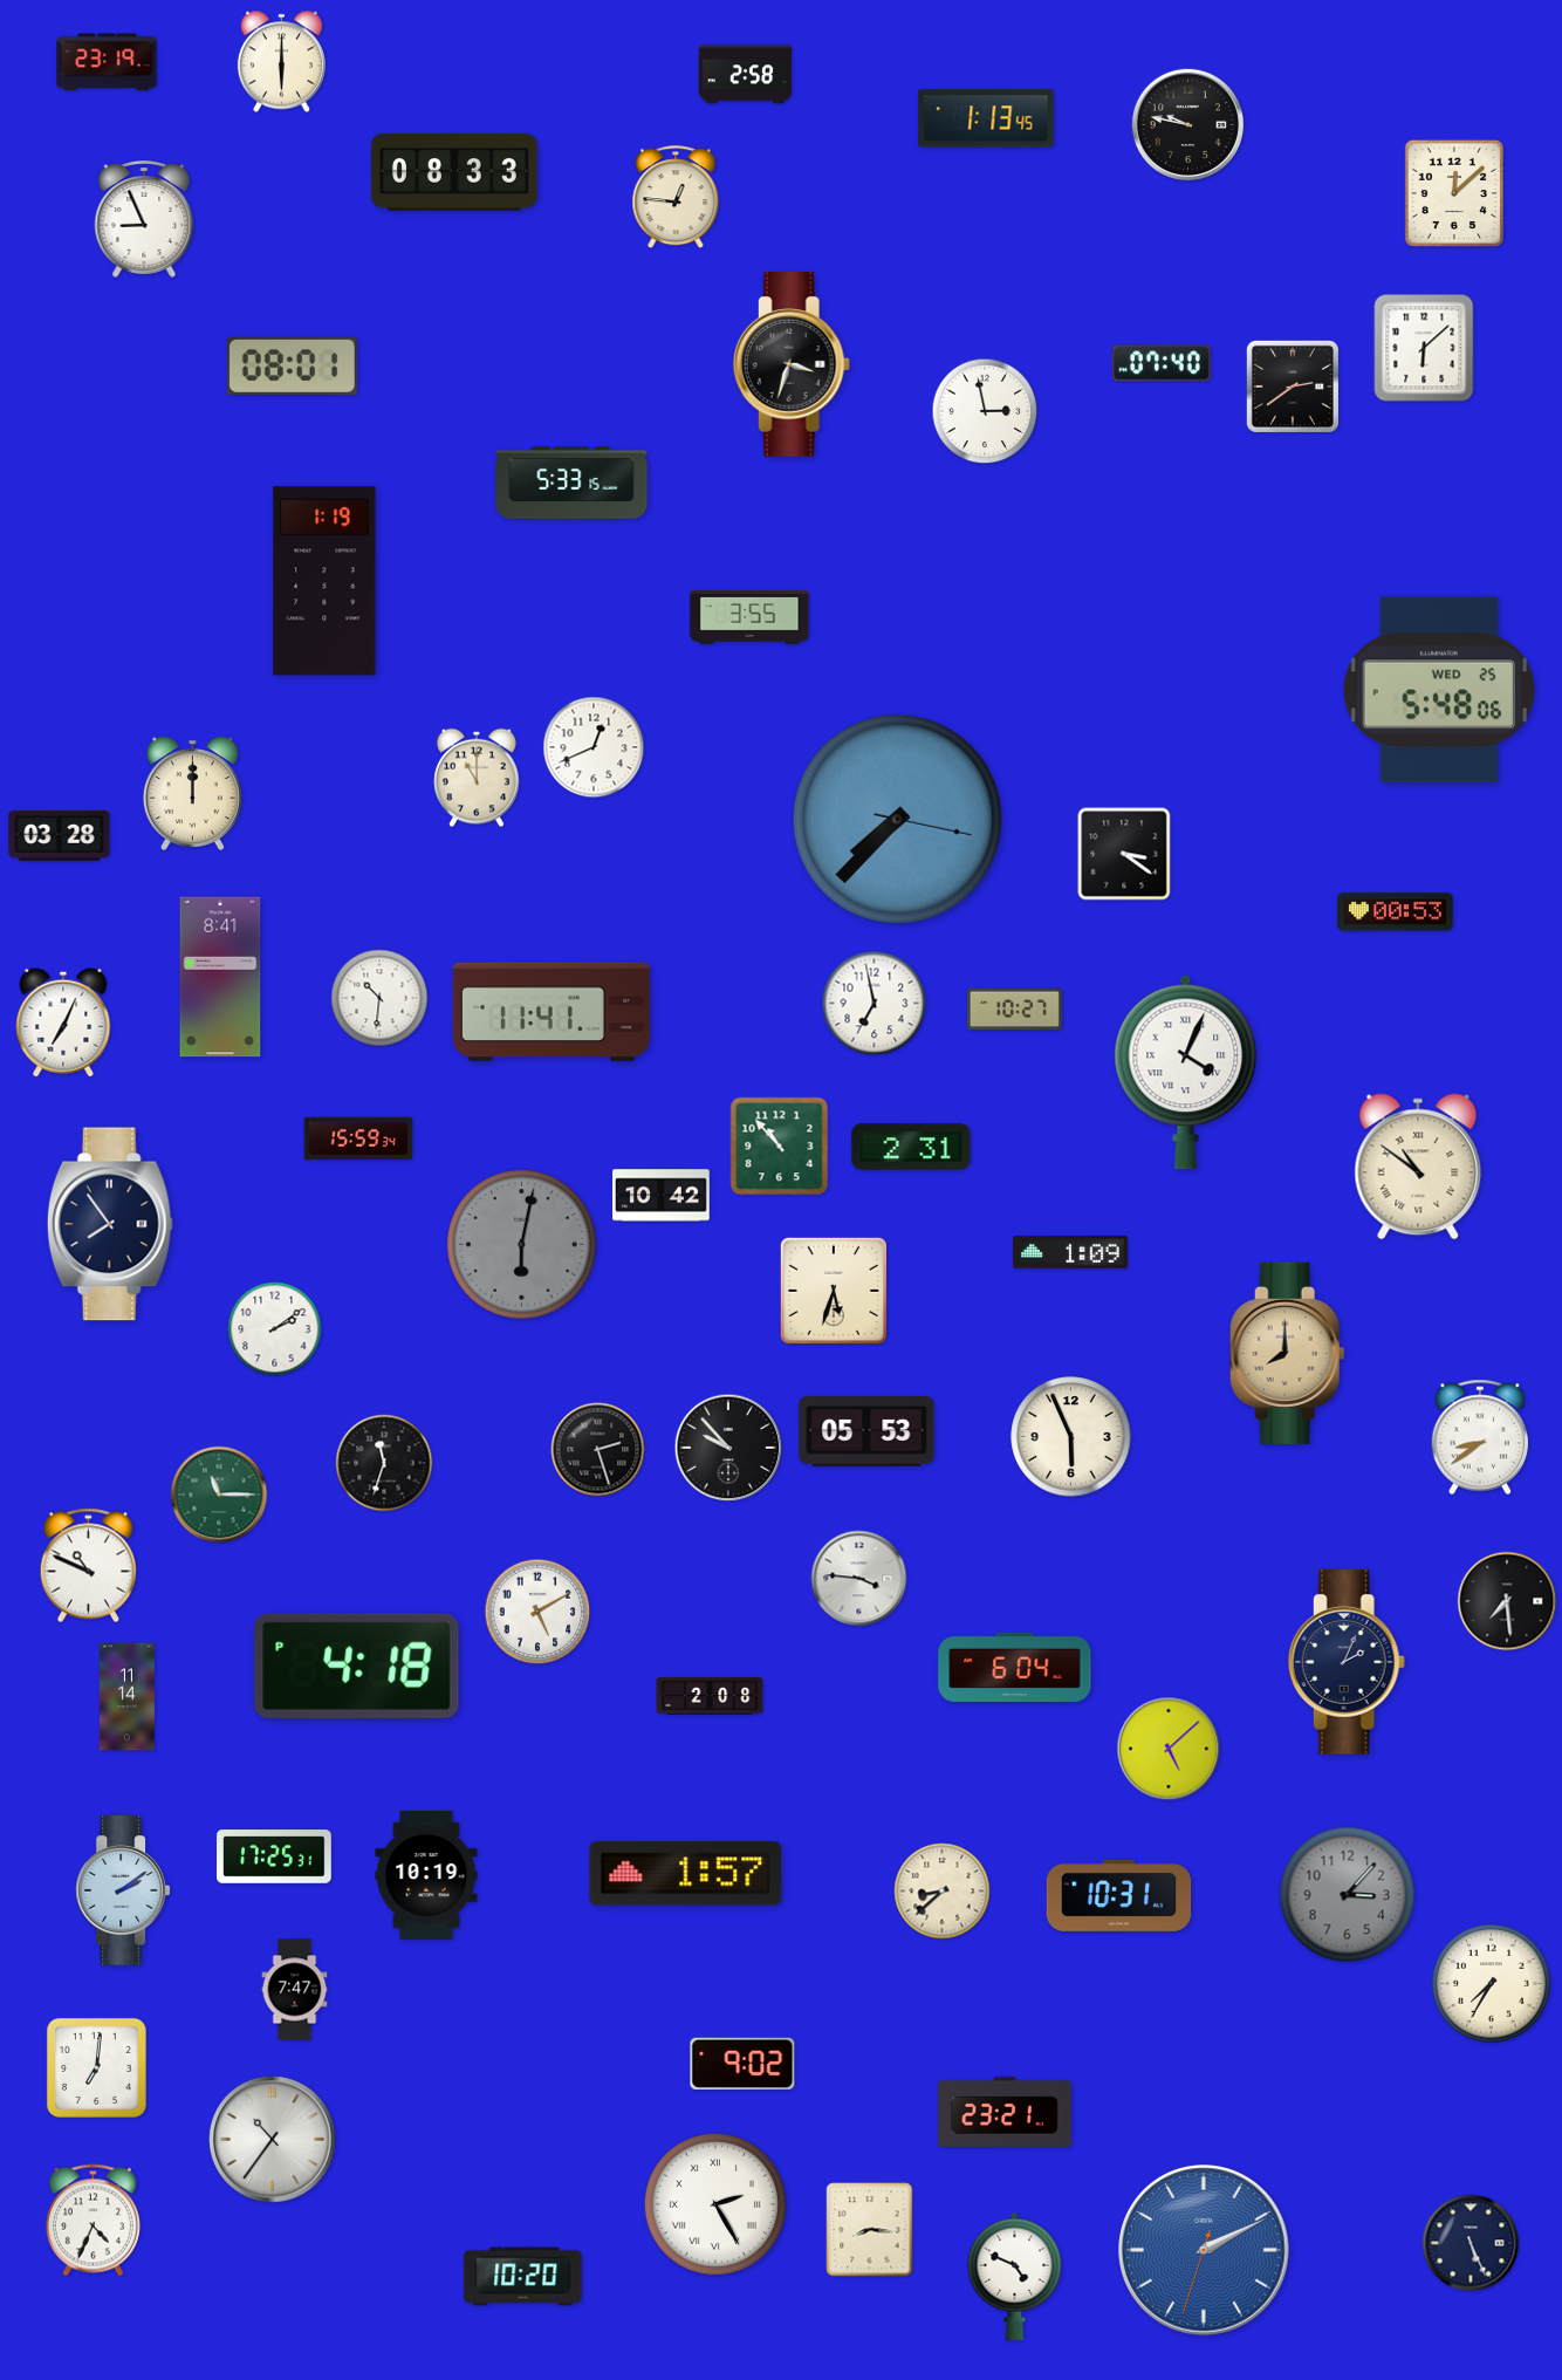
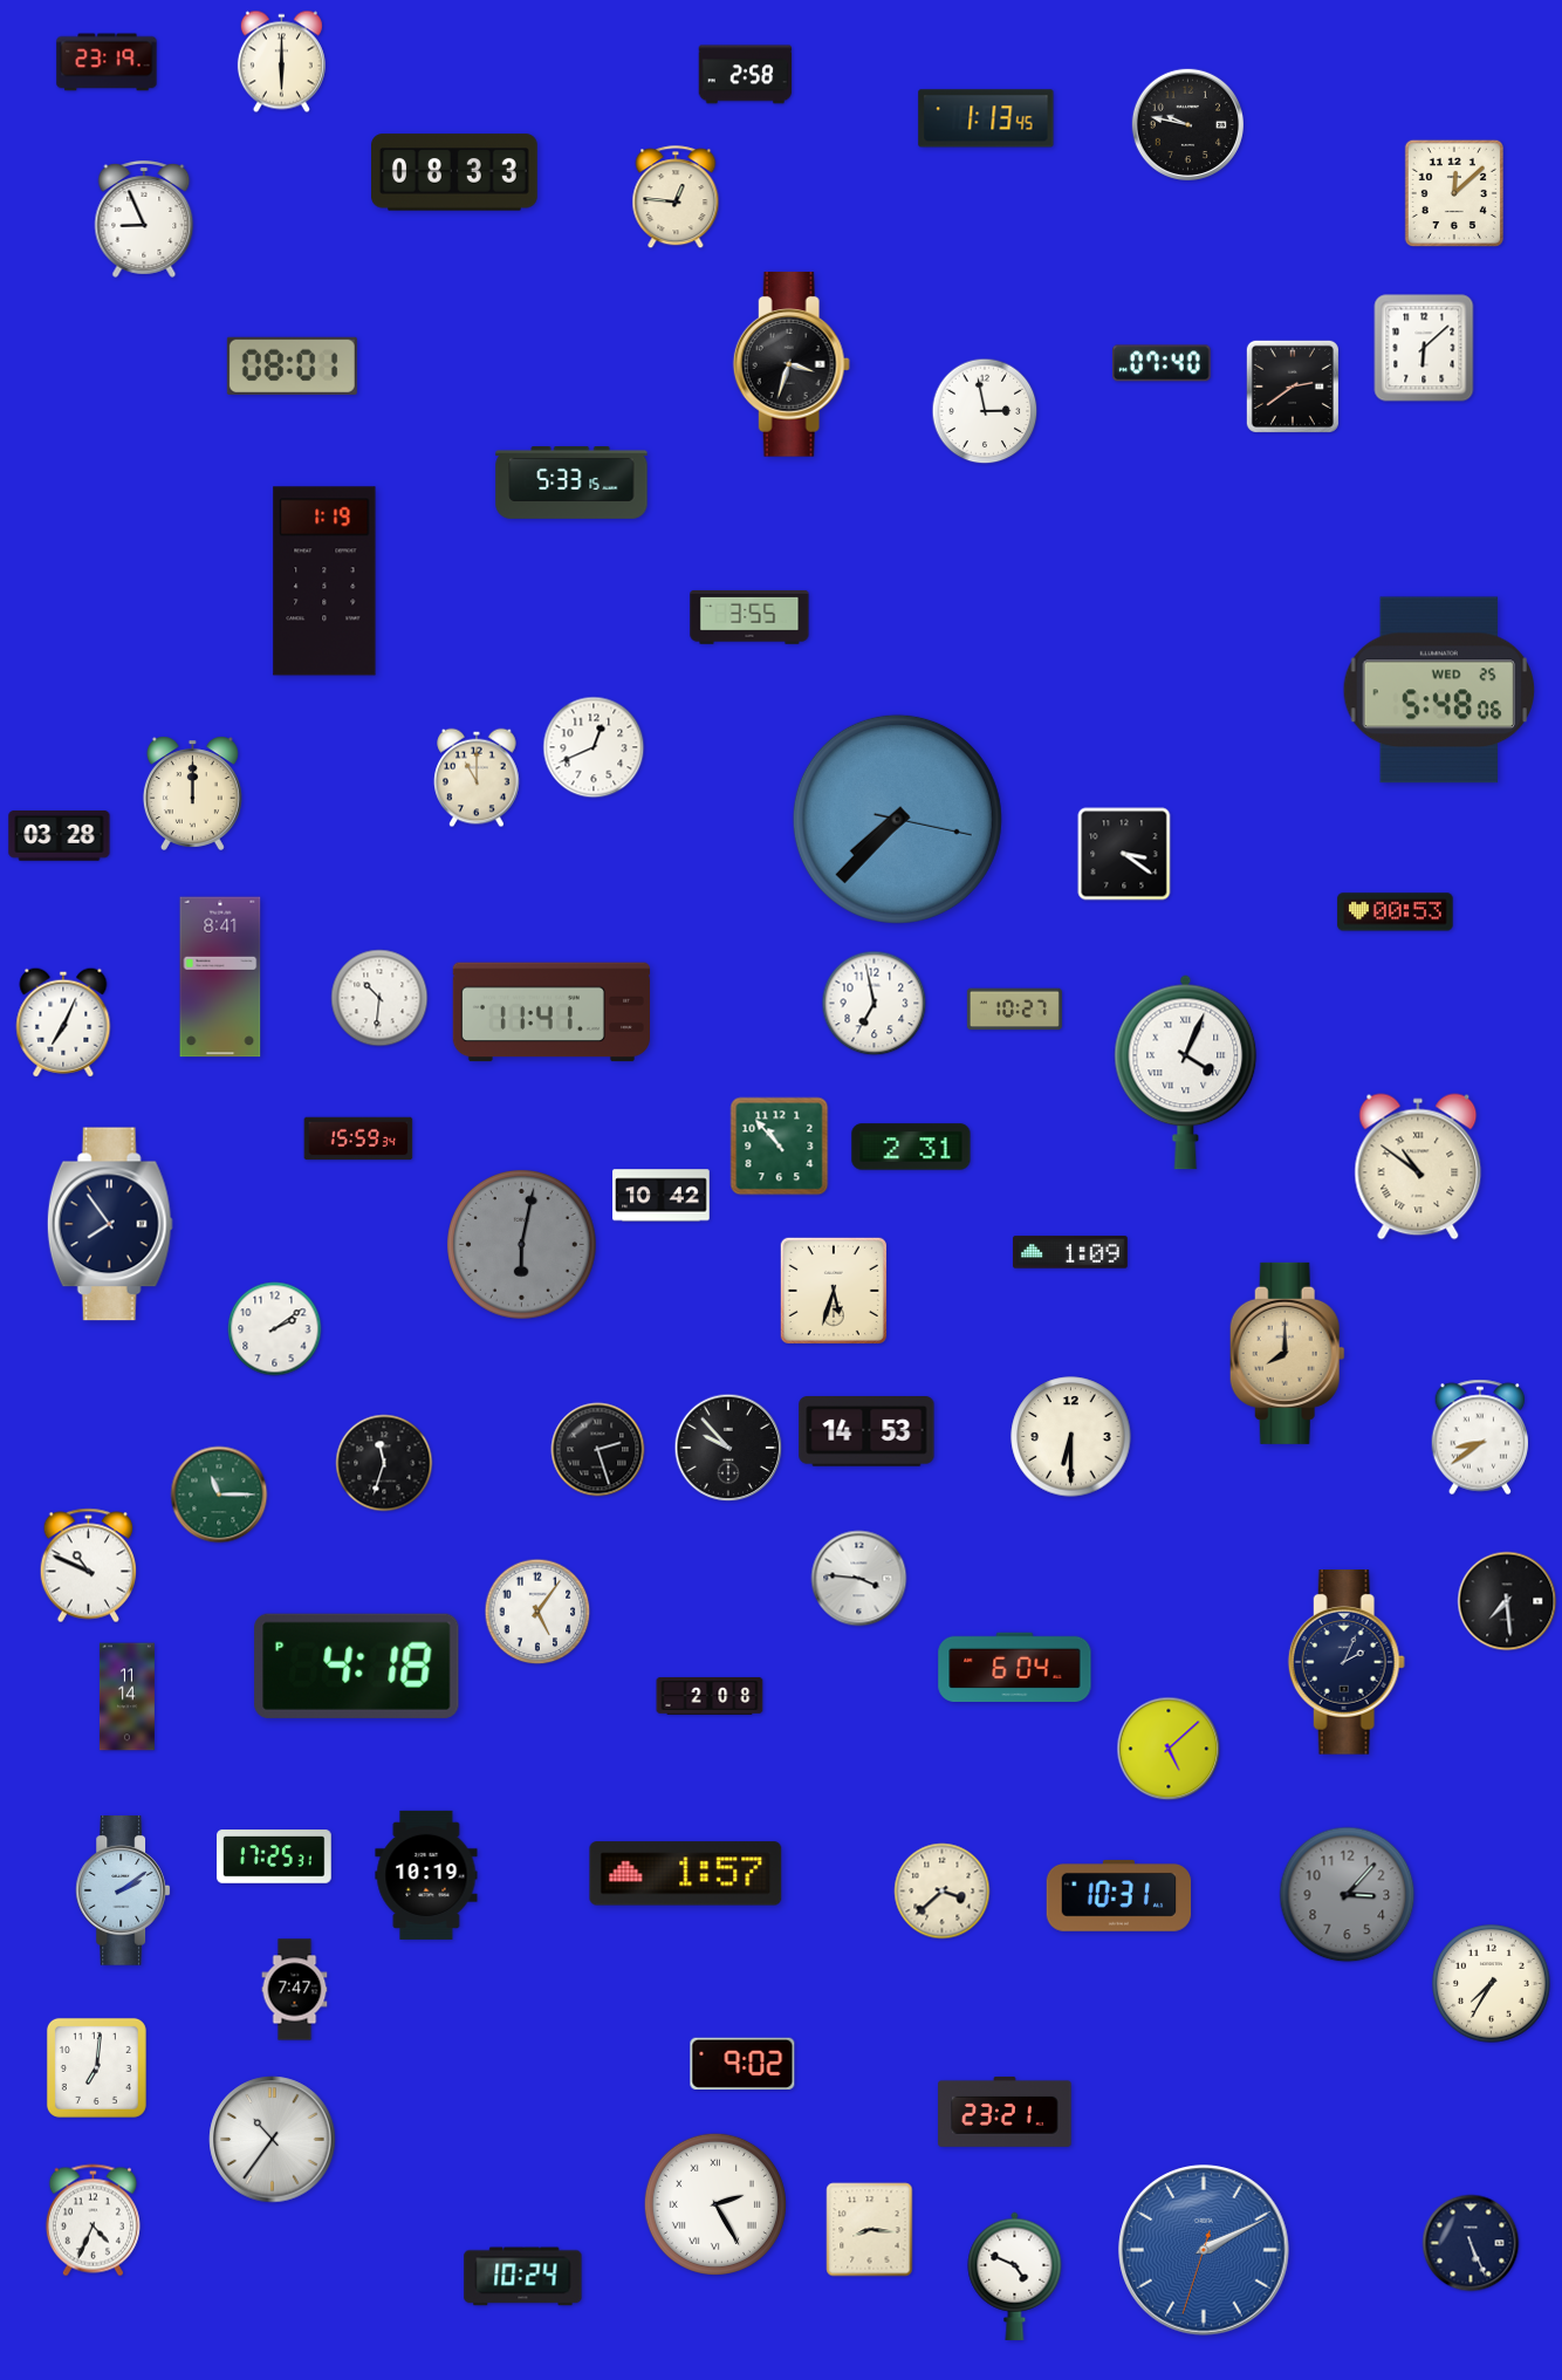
clock at (866, 1432): 05:53 -> 14:53
clock at (1071, 1437): 5:56 -> 6:30
clock at (537, 1612): 5:10 -> 5:06
clock at (943, 1892): 8:38 -> 3:38
clock at (523, 2277): 10:20 -> 10:24
